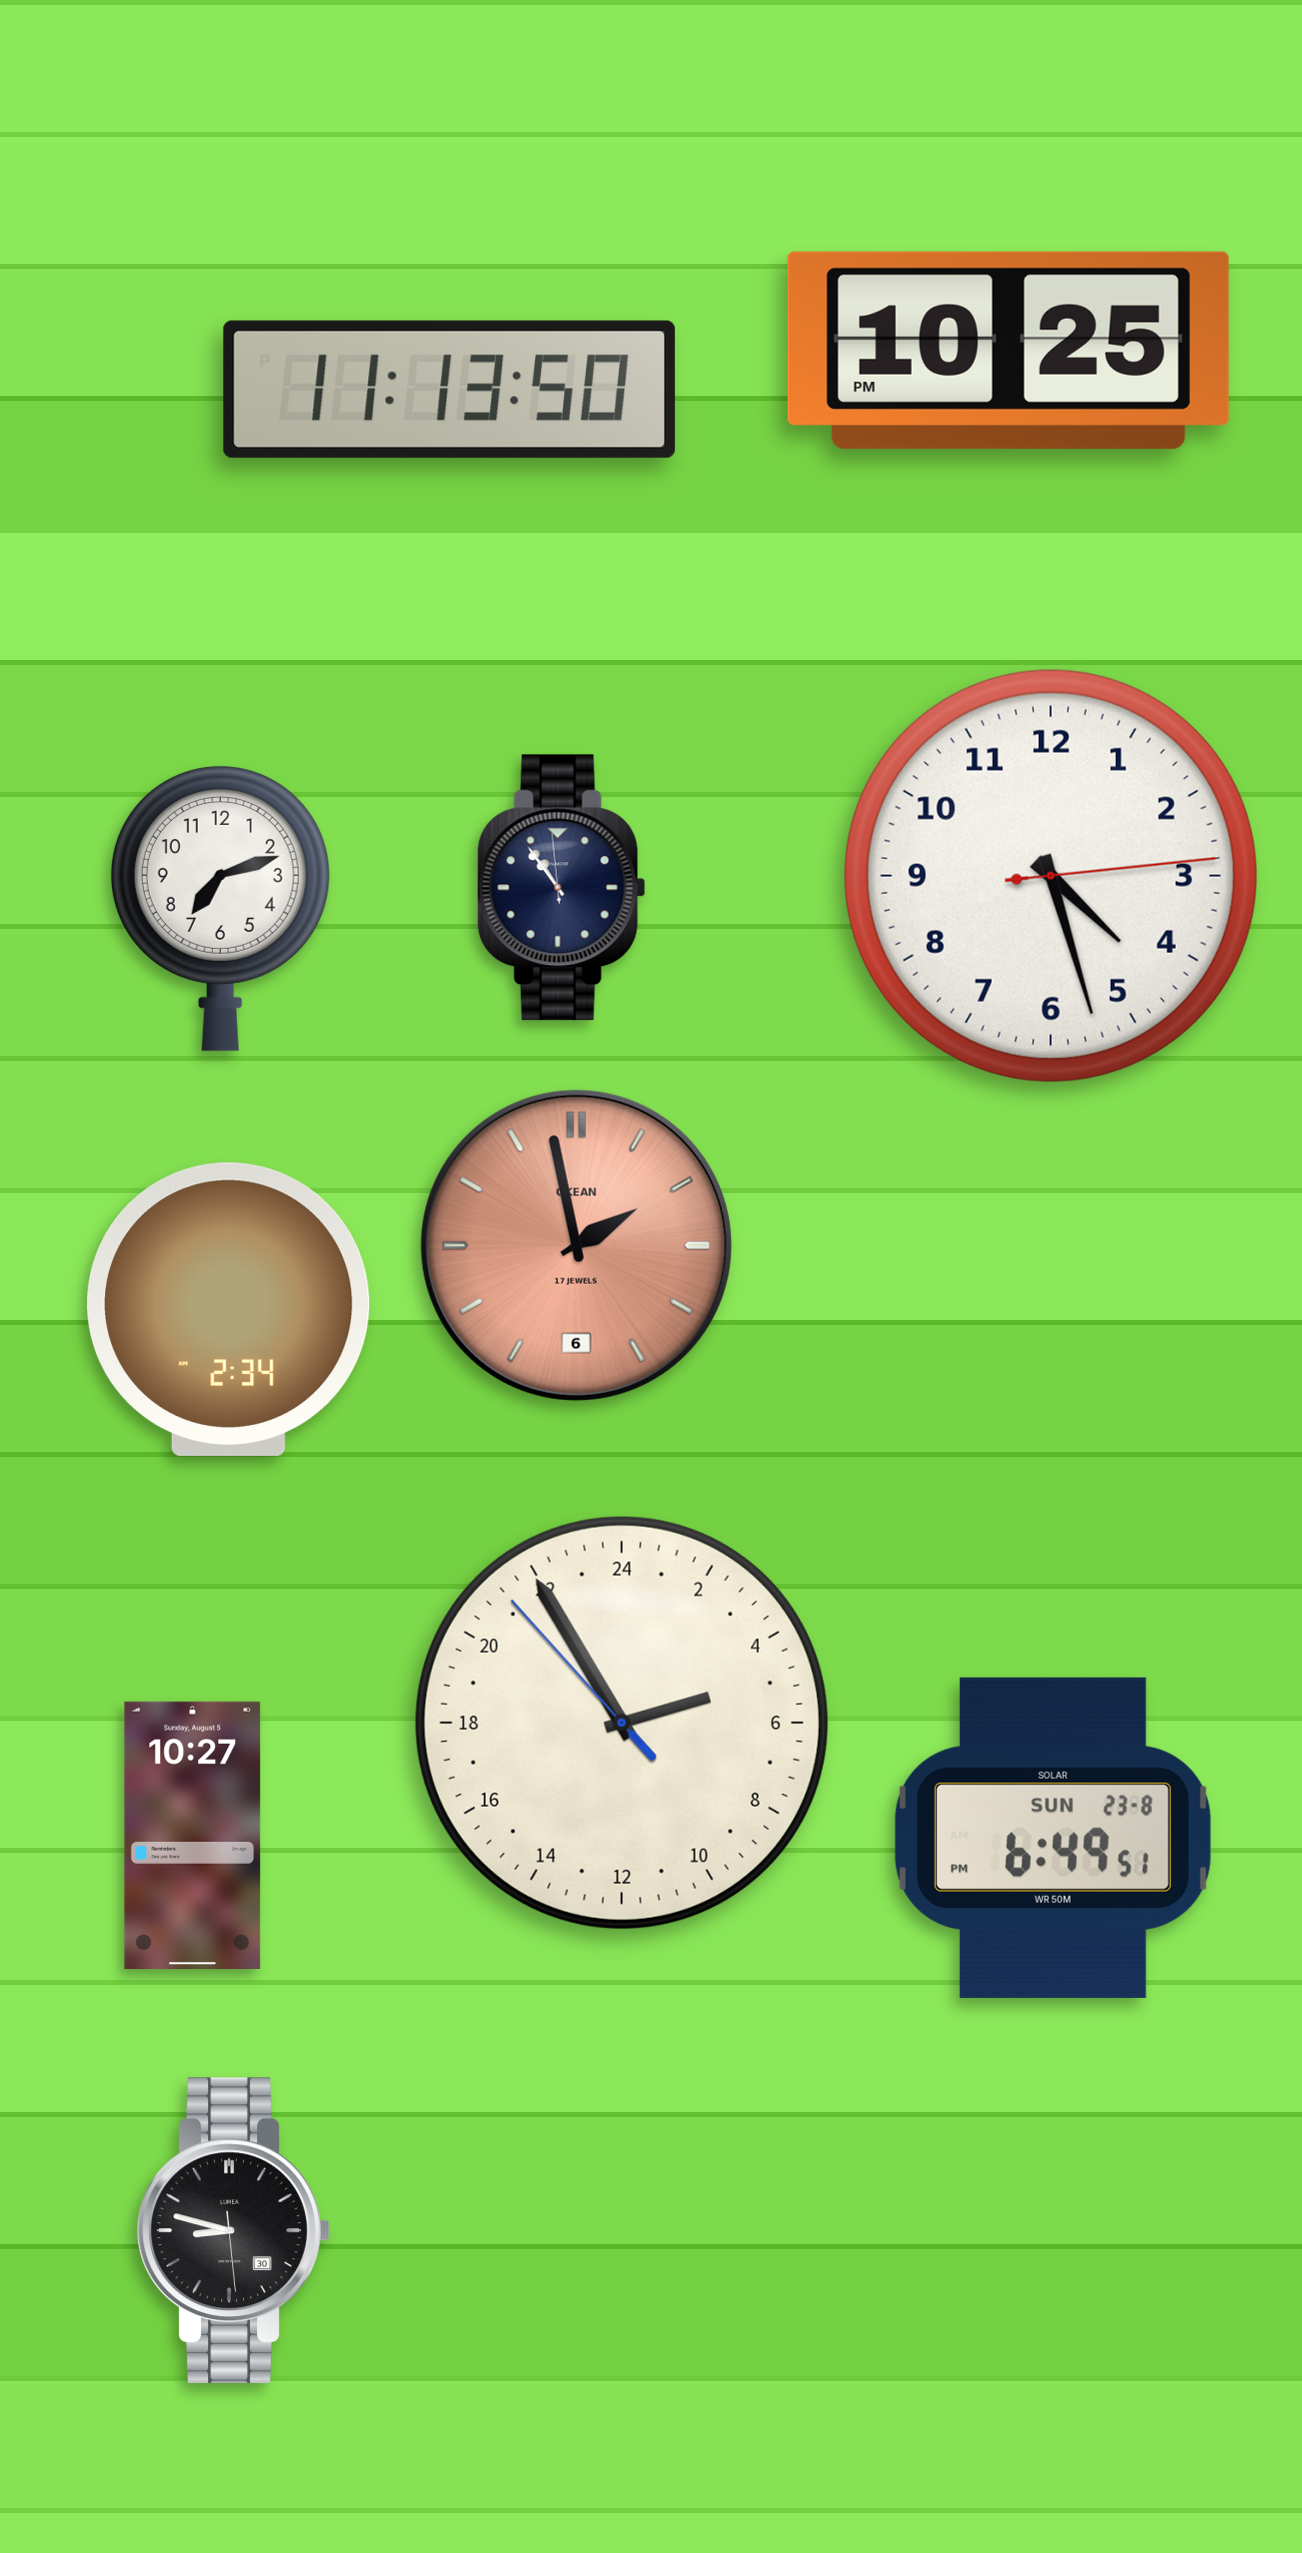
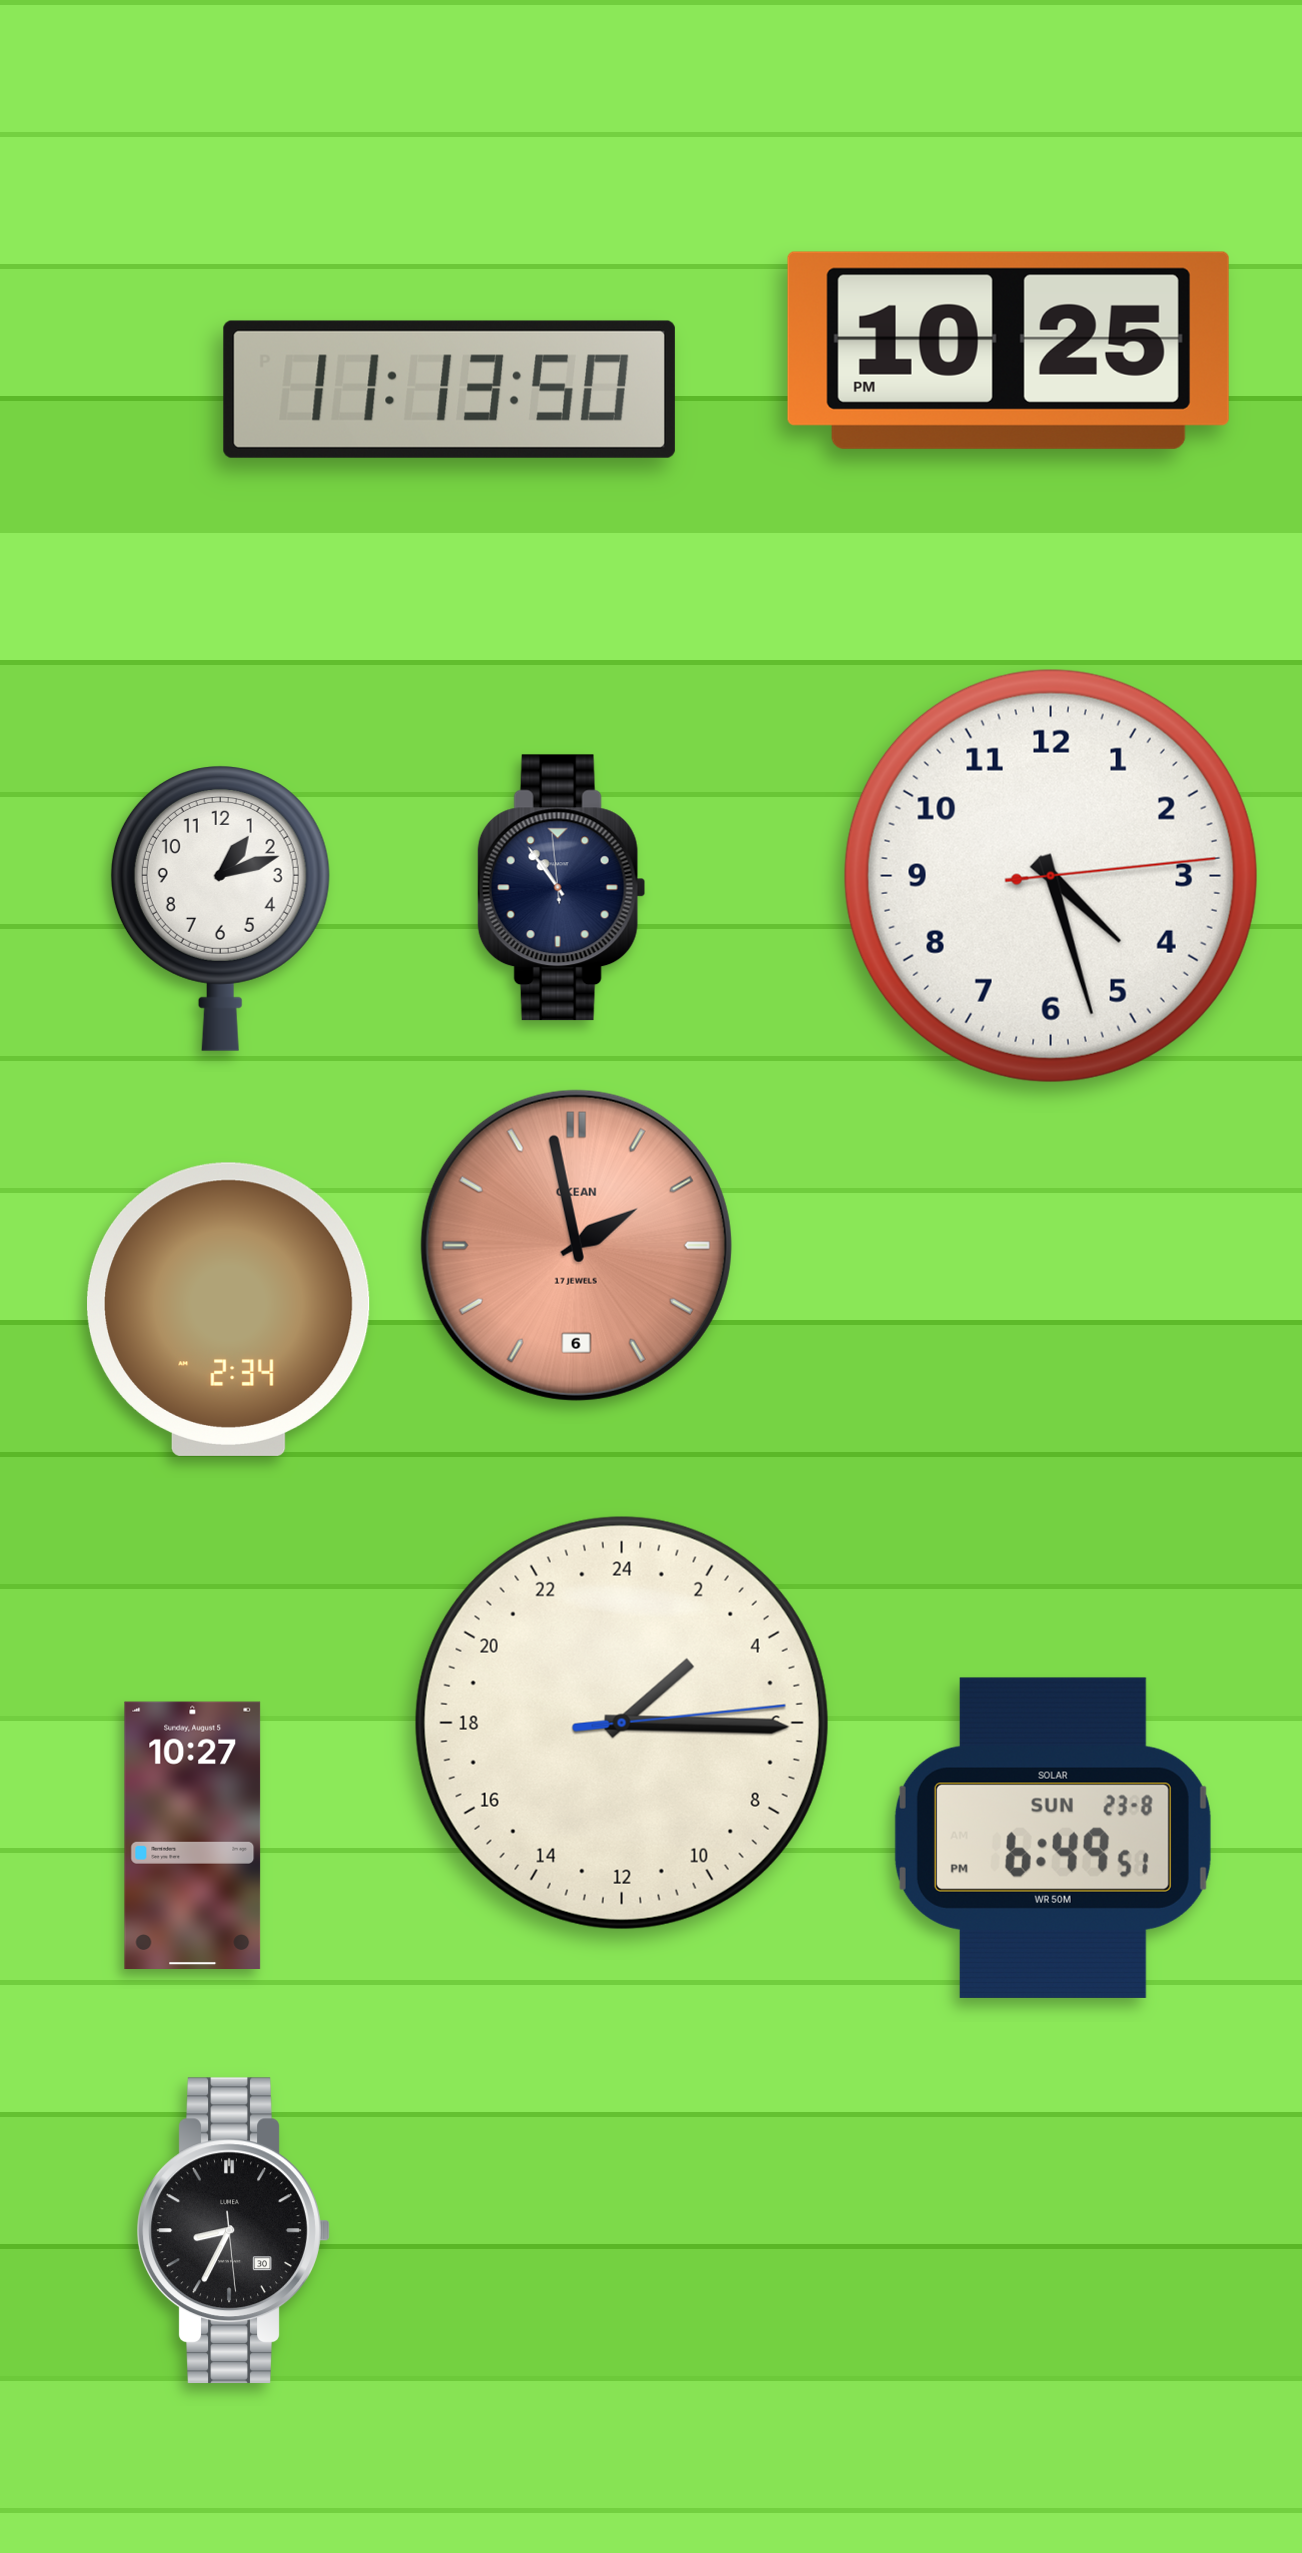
clock at (220, 908): 7:12 -> 1:12
clock at (622, 1723): 4:54 -> 3:15
clock at (233, 2231): 8:47 -> 8:34
